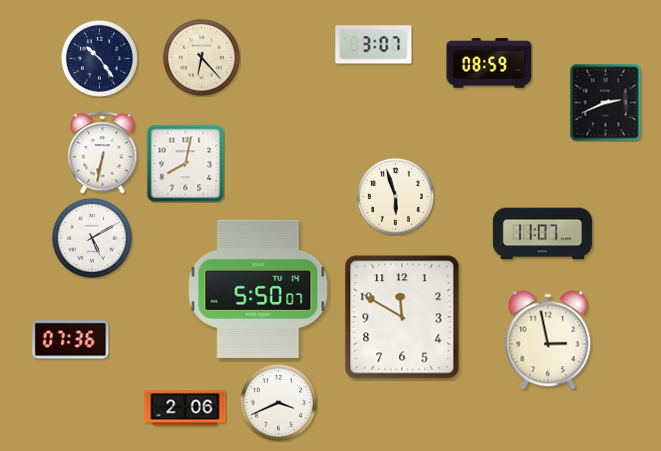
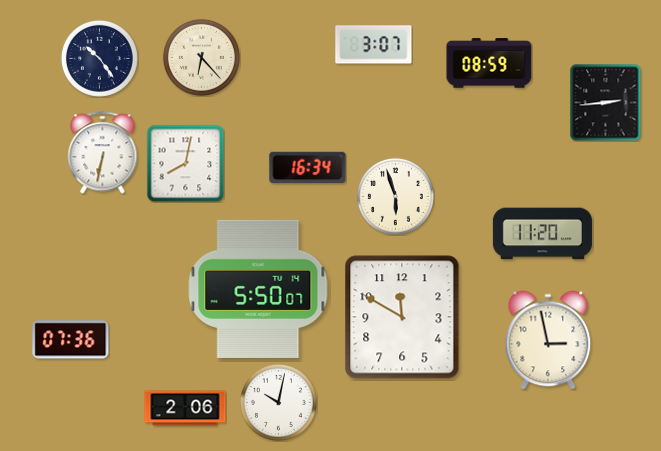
clock at (606, 102): 2:41 -> 2:44
clock at (308, 168): none -> 16:34
clock at (542, 234): 11:07 -> 11:20
clock at (92, 238): 5:10 -> none
clock at (278, 402): 3:41 -> 10:02
